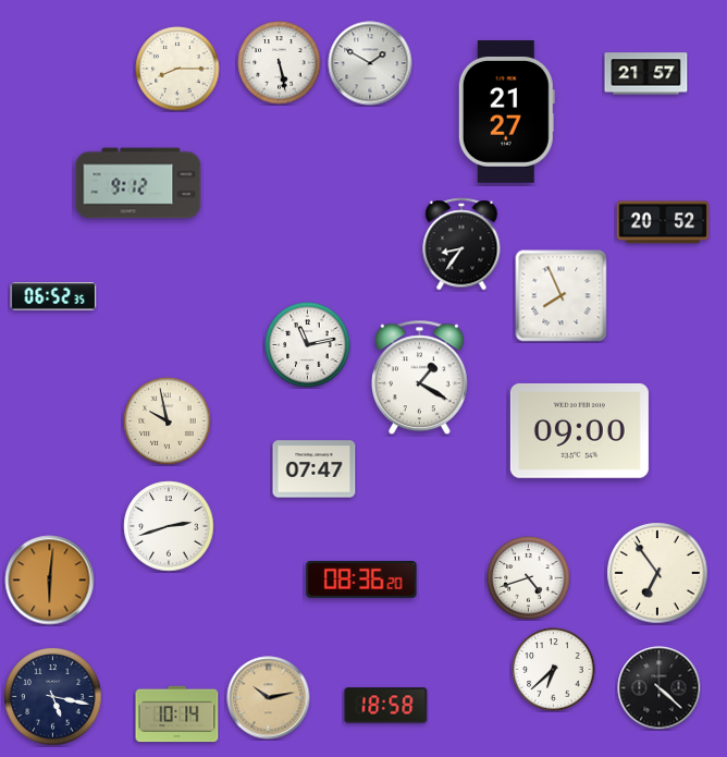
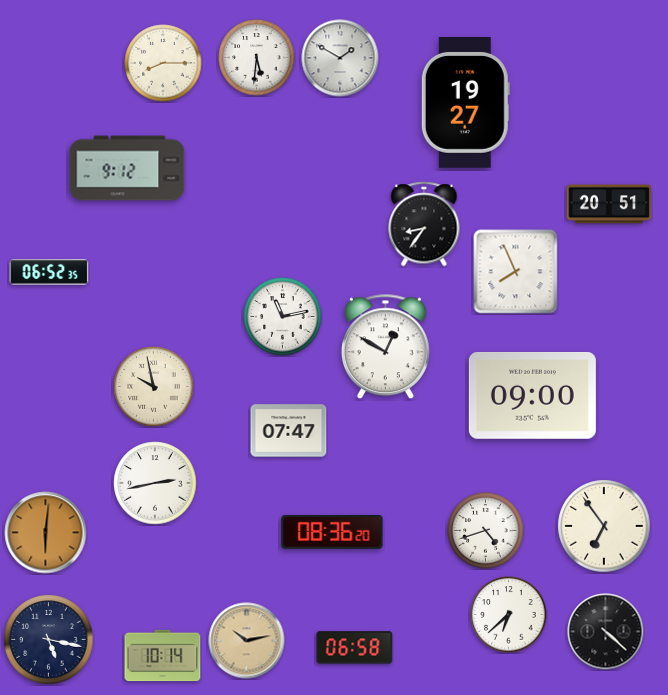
clock at (280, 63): 5:28 -> 5:31
clock at (646, 74): 21:57 -> none
clock at (506, 112): 21:27 -> 19:27
clock at (663, 222): 20:52 -> 20:51
clock at (419, 378): 1:20 -> 12:50
clock at (169, 526): 2:42 -> 2:43
clock at (386, 706): 18:58 -> 06:58
